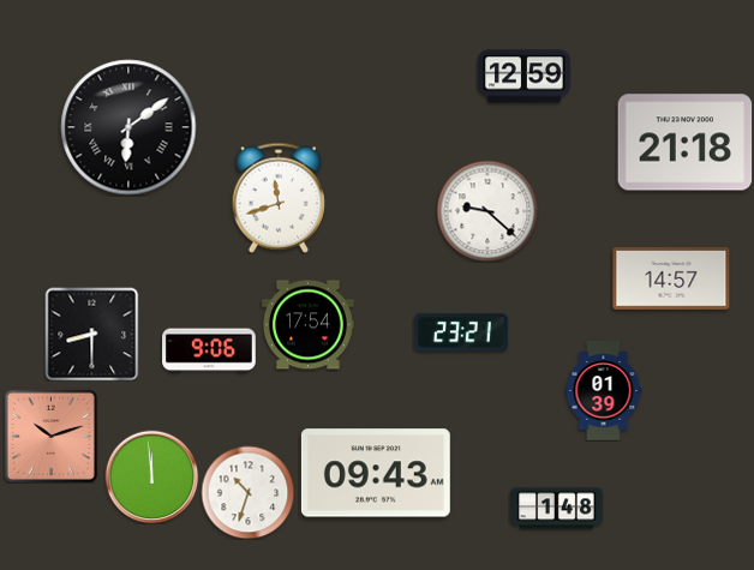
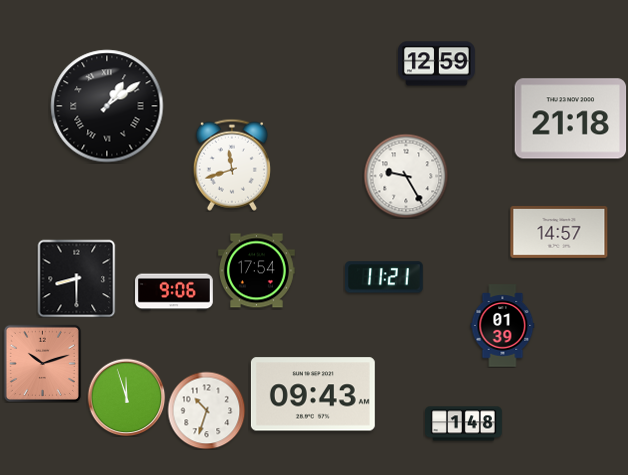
clock at (128, 127): 6:09 -> 1:09
clock at (487, 211): 9:22 -> 9:25
clock at (462, 332): 23:21 -> 11:21
clock at (151, 476): 11:59 -> 11:57
